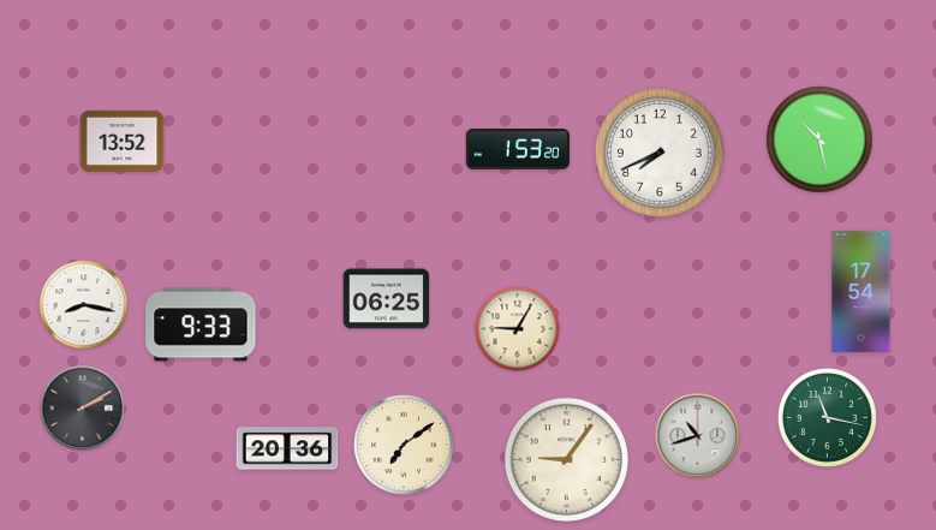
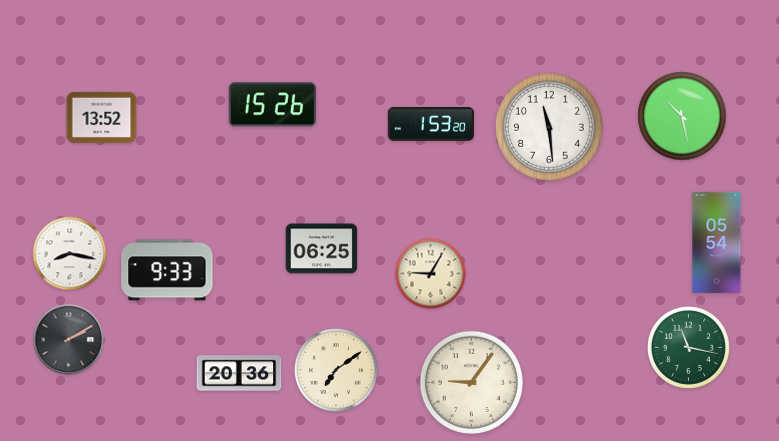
clock at (272, 105): none -> 15:26
clock at (661, 154): 7:41 -> 11:29
clock at (862, 291): 17:54 -> 05:54
clock at (698, 436): 10:42 -> none
